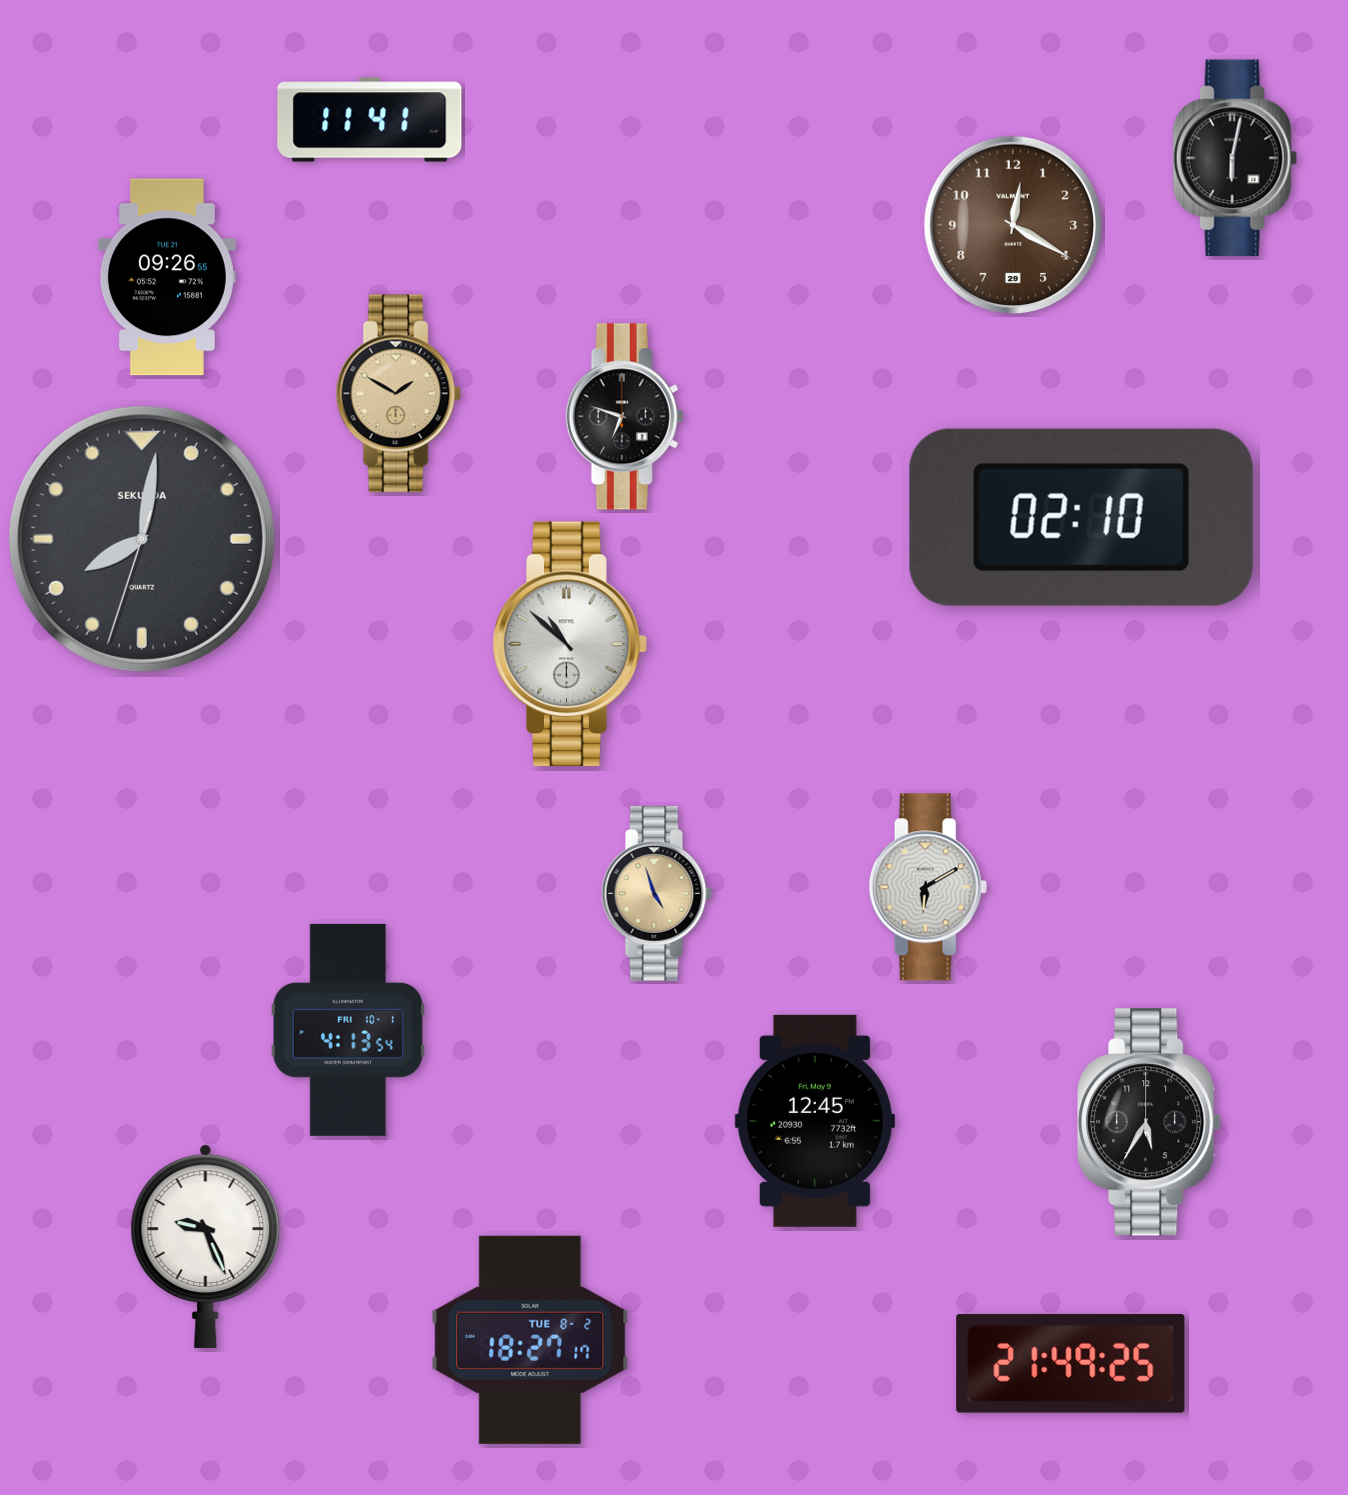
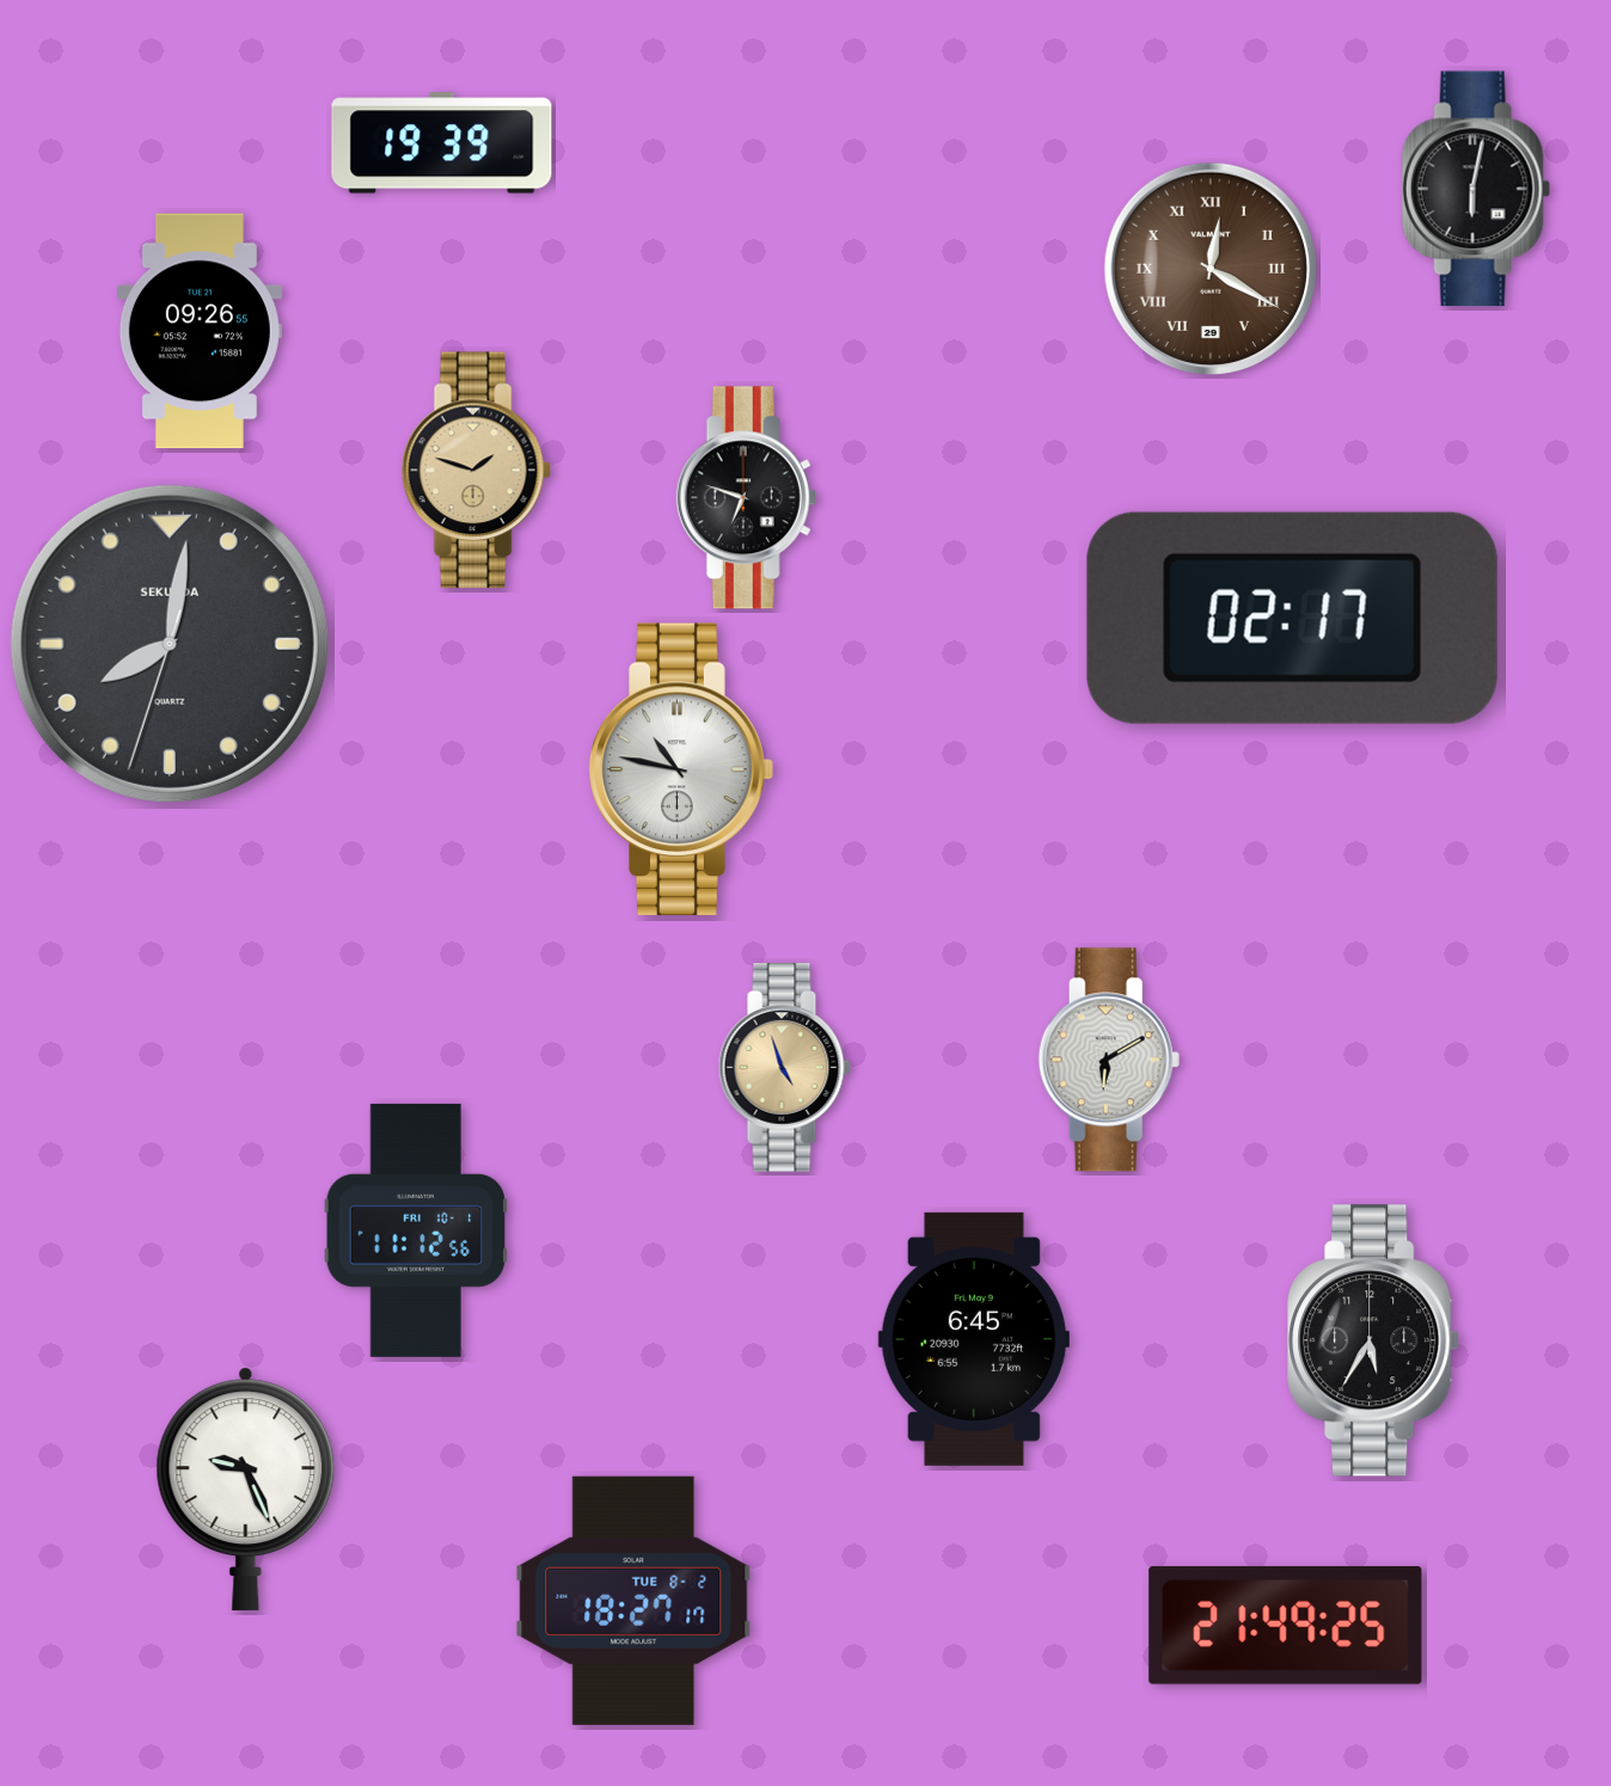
clock at (370, 120): 11:41 -> 19:39
clock at (1012, 224) numerals: Arabic -> Roman
clock at (398, 394): 1:50 -> 1:48
clock at (1081, 517): 02:10 -> 02:17
clock at (570, 644): 10:52 -> 10:47
clock at (347, 1030): 4:13 -> 11:12
clock at (815, 1121): 12:45 -> 6:45
clock at (1071, 1364) position: (1071, 1364) -> (1286, 1626)
